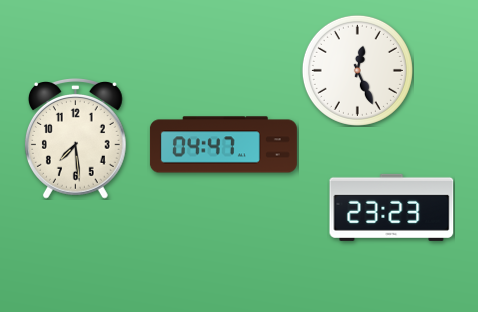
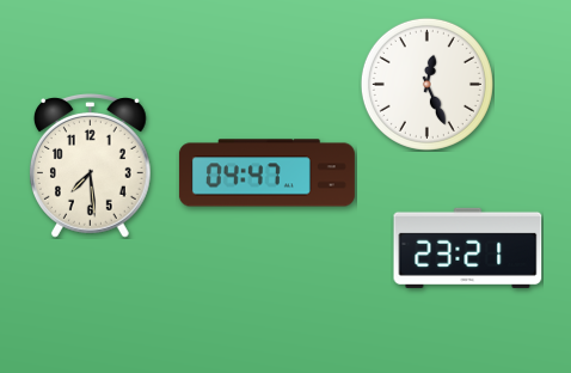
clock at (392, 207): 23:23 -> 23:21
